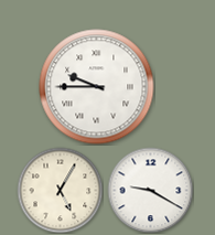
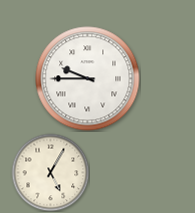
clock at (60, 190) position: (60, 190) -> (50, 172)
clock at (150, 190): 9:20 -> none
